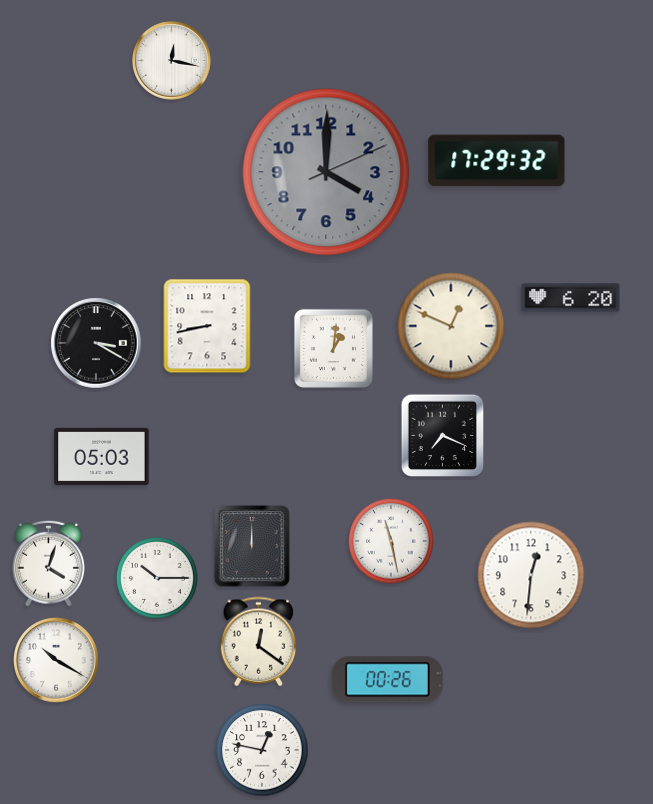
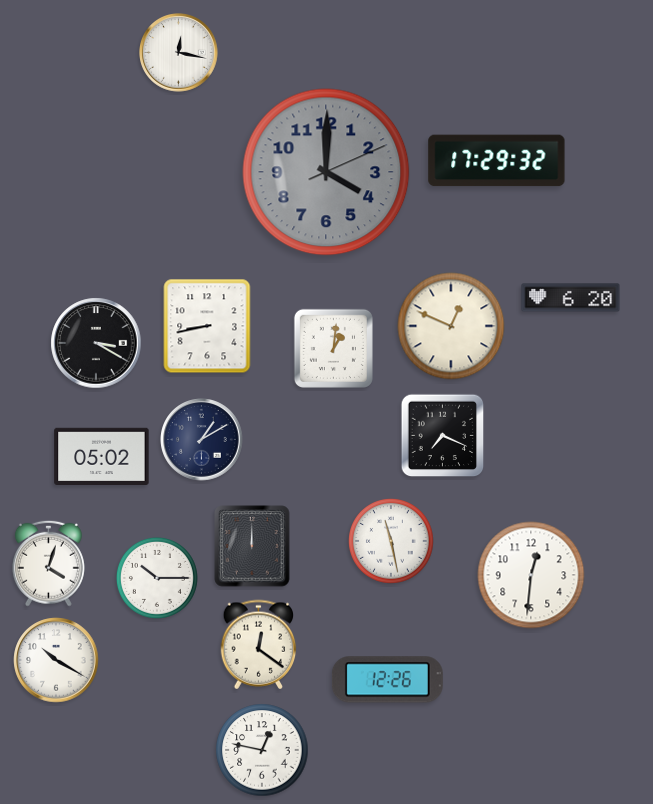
clock at (172, 61) position: (172, 61) -> (179, 53)
clock at (202, 440): none -> 1:10
clock at (102, 456): 05:03 -> 05:02
clock at (259, 642) position: (259, 642) -> (259, 645)
clock at (387, 680): 00:26 -> 12:26
